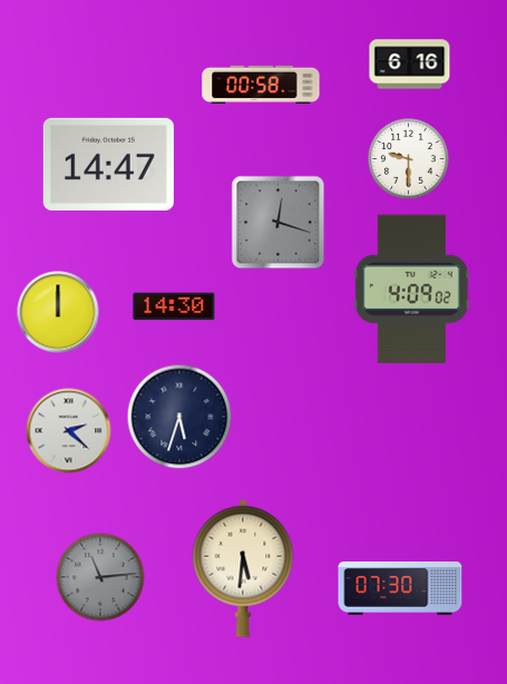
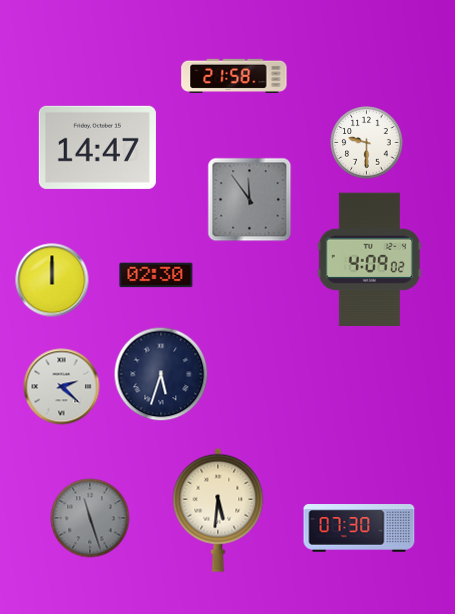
clock at (410, 65): 6:16 -> none
clock at (261, 84): 00:58 -> 21:58
clock at (279, 223): 12:18 -> 11:54
clock at (174, 306): 14:30 -> 02:30
clock at (100, 577): 11:14 -> 11:27
